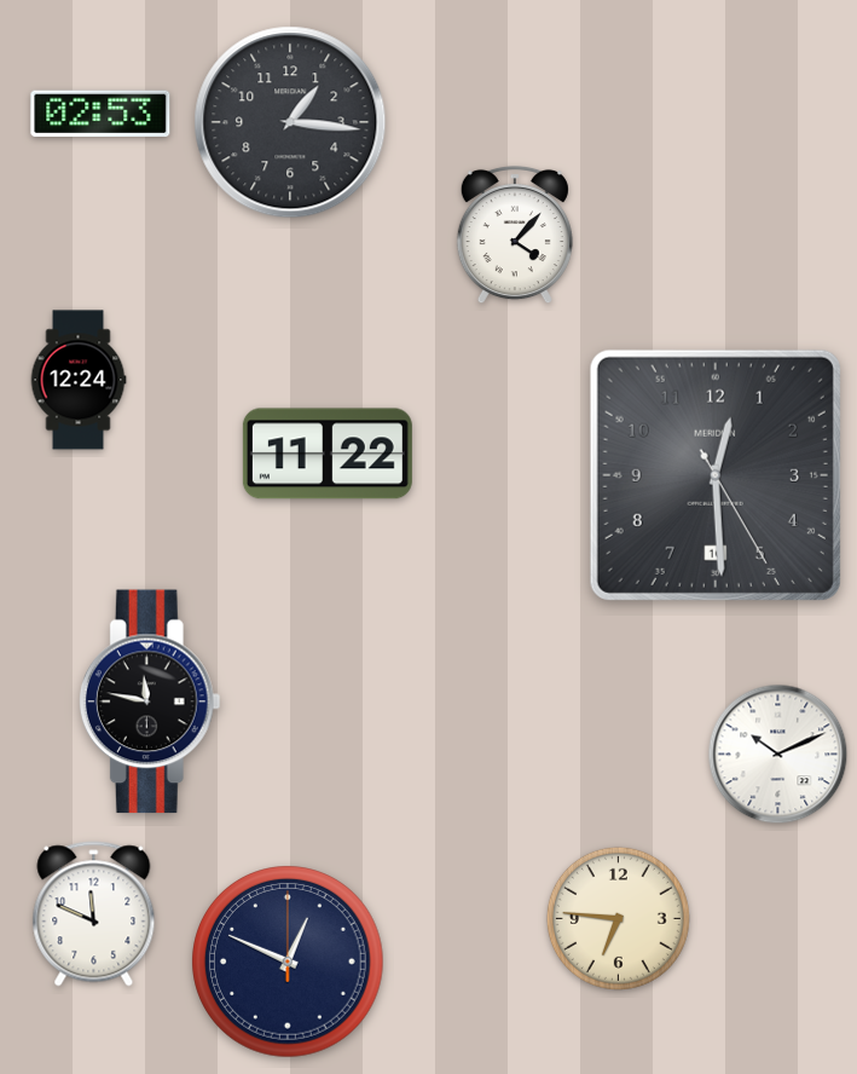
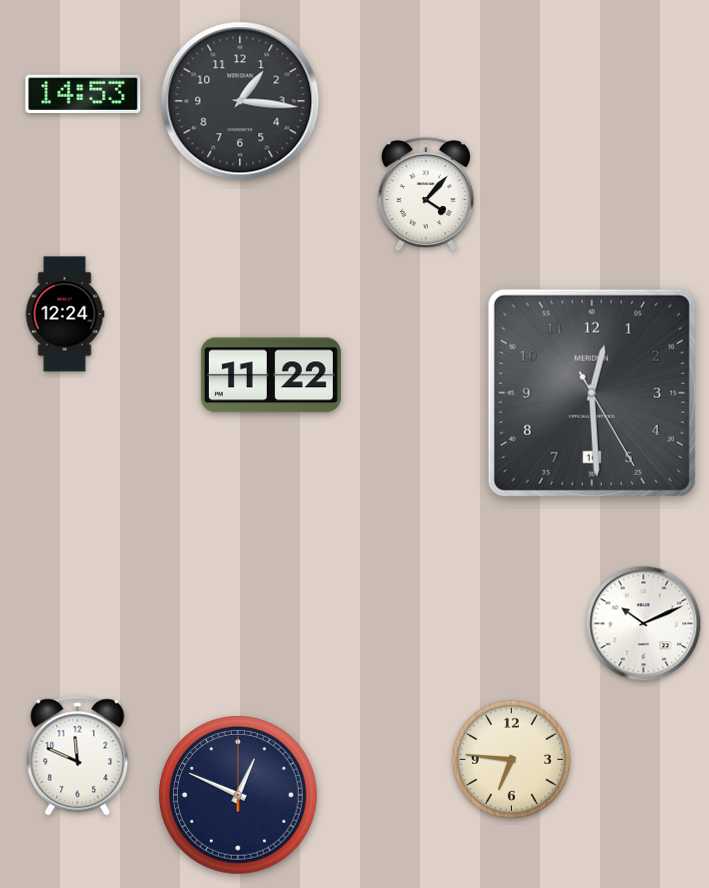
clock at (100, 112): 02:53 -> 14:53
clock at (150, 701): 11:47 -> none
